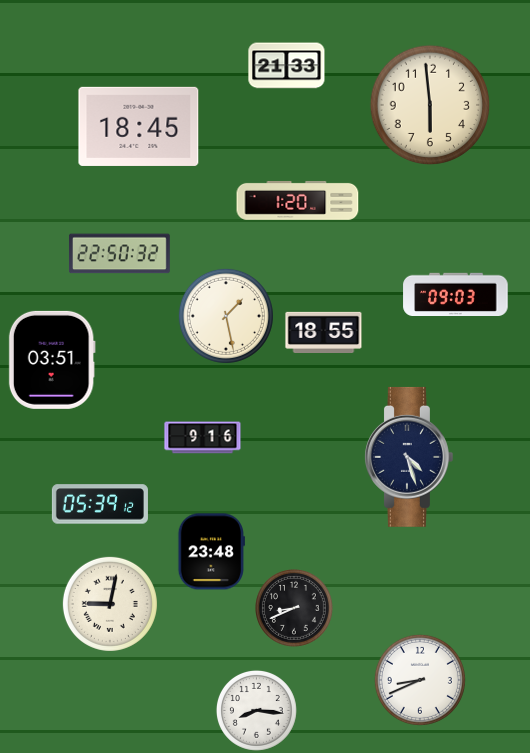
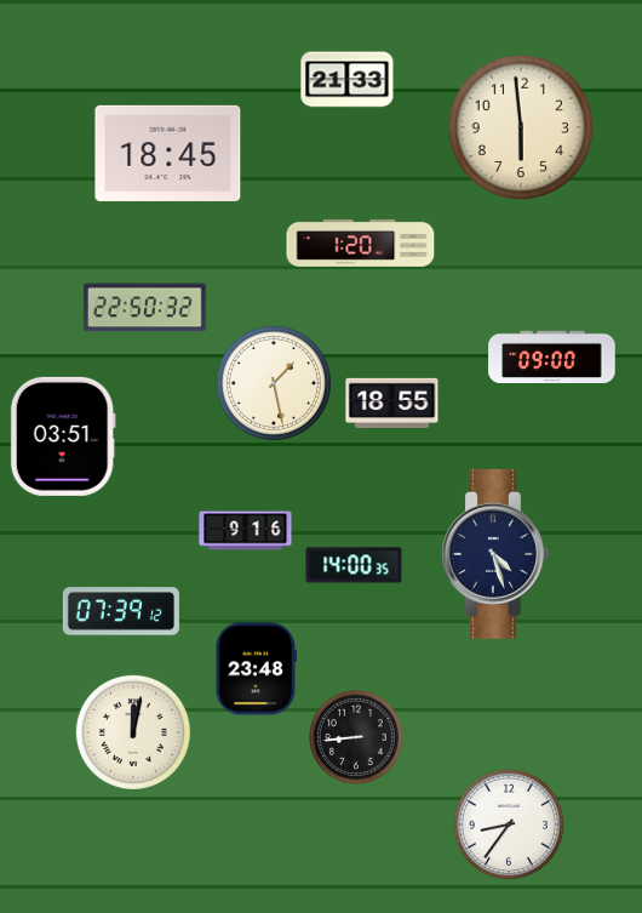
clock at (456, 294): 09:03 -> 09:00
clock at (354, 565): none -> 14:00
clock at (100, 504): 05:39 -> 07:39
clock at (110, 604): 9:02 -> 12:02
clock at (295, 609): 8:41 -> 8:44
clock at (420, 680): 8:41 -> 8:36
clock at (256, 710): 8:16 -> none
